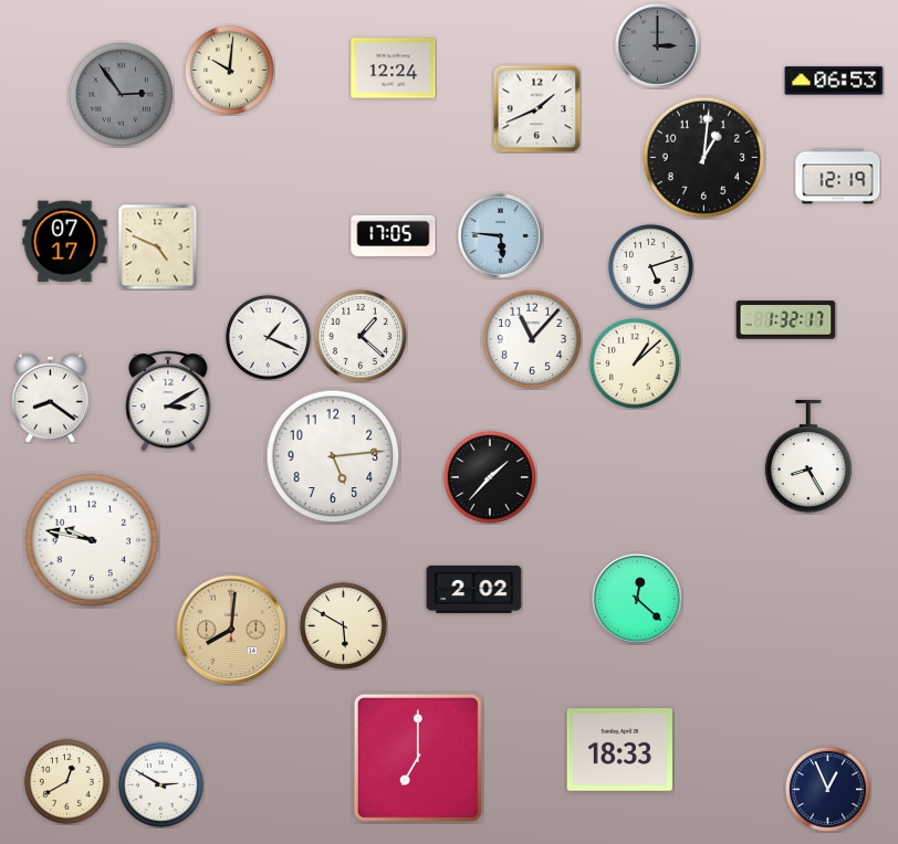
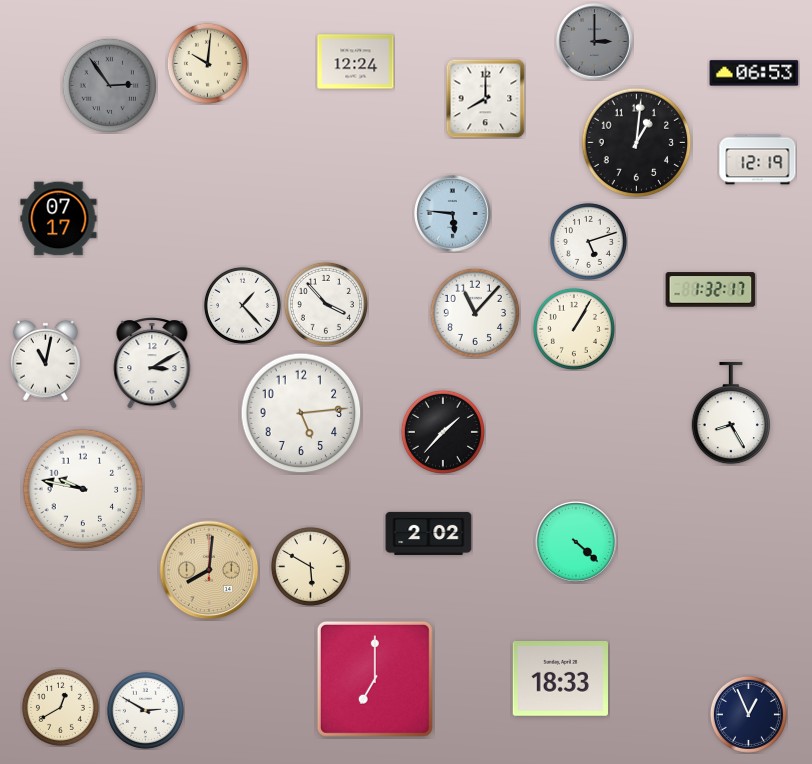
clock at (536, 108): 1:41 -> 8:00
clock at (394, 235): 17:05 -> none
clock at (158, 246): 4:49 -> none
clock at (361, 336): 1:22 -> 3:53
clock at (268, 337): 1:19 -> 1:23
clock at (532, 339) position: (532, 339) -> (475, 313)
clock at (635, 363): 1:08 -> 1:05
clock at (50, 398): 8:21 -> 11:02
clock at (638, 600): 12:22 -> 4:22
clock at (418, 758) position: (418, 758) -> (375, 679)
